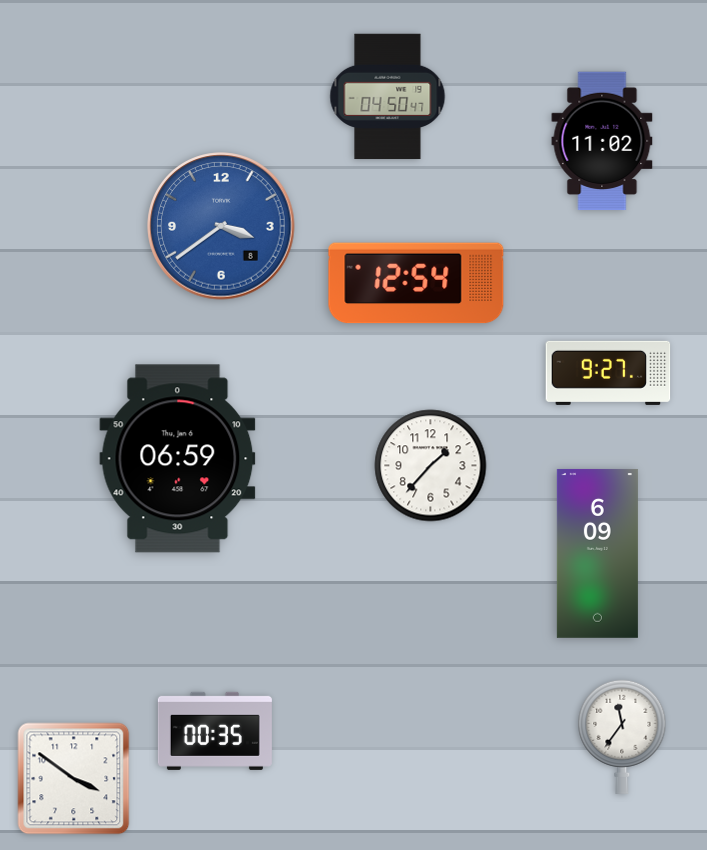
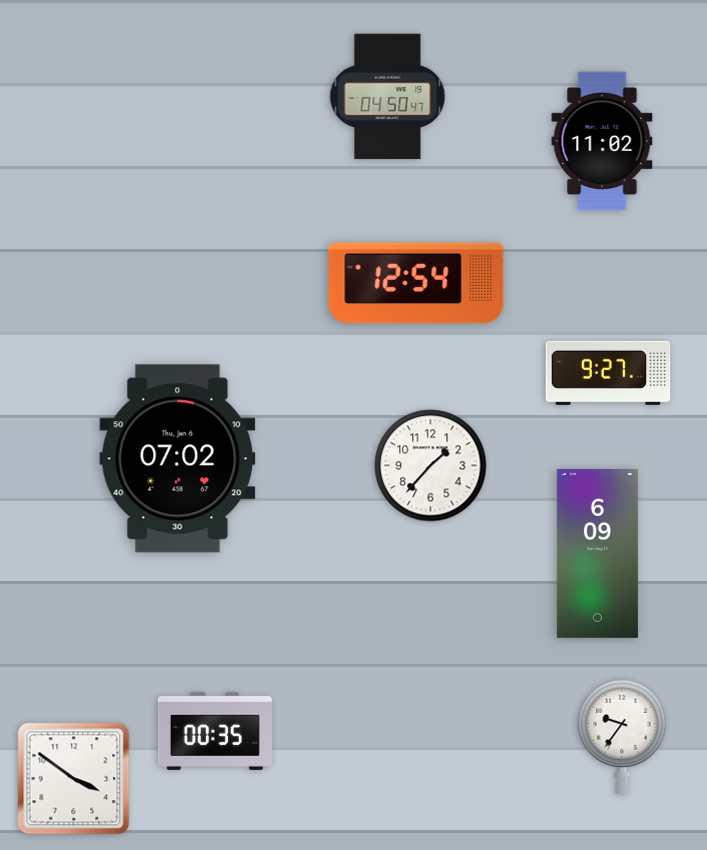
clock at (221, 226): 3:39 -> none
clock at (178, 459): 06:59 -> 07:02
clock at (622, 737): 11:36 -> 9:36
